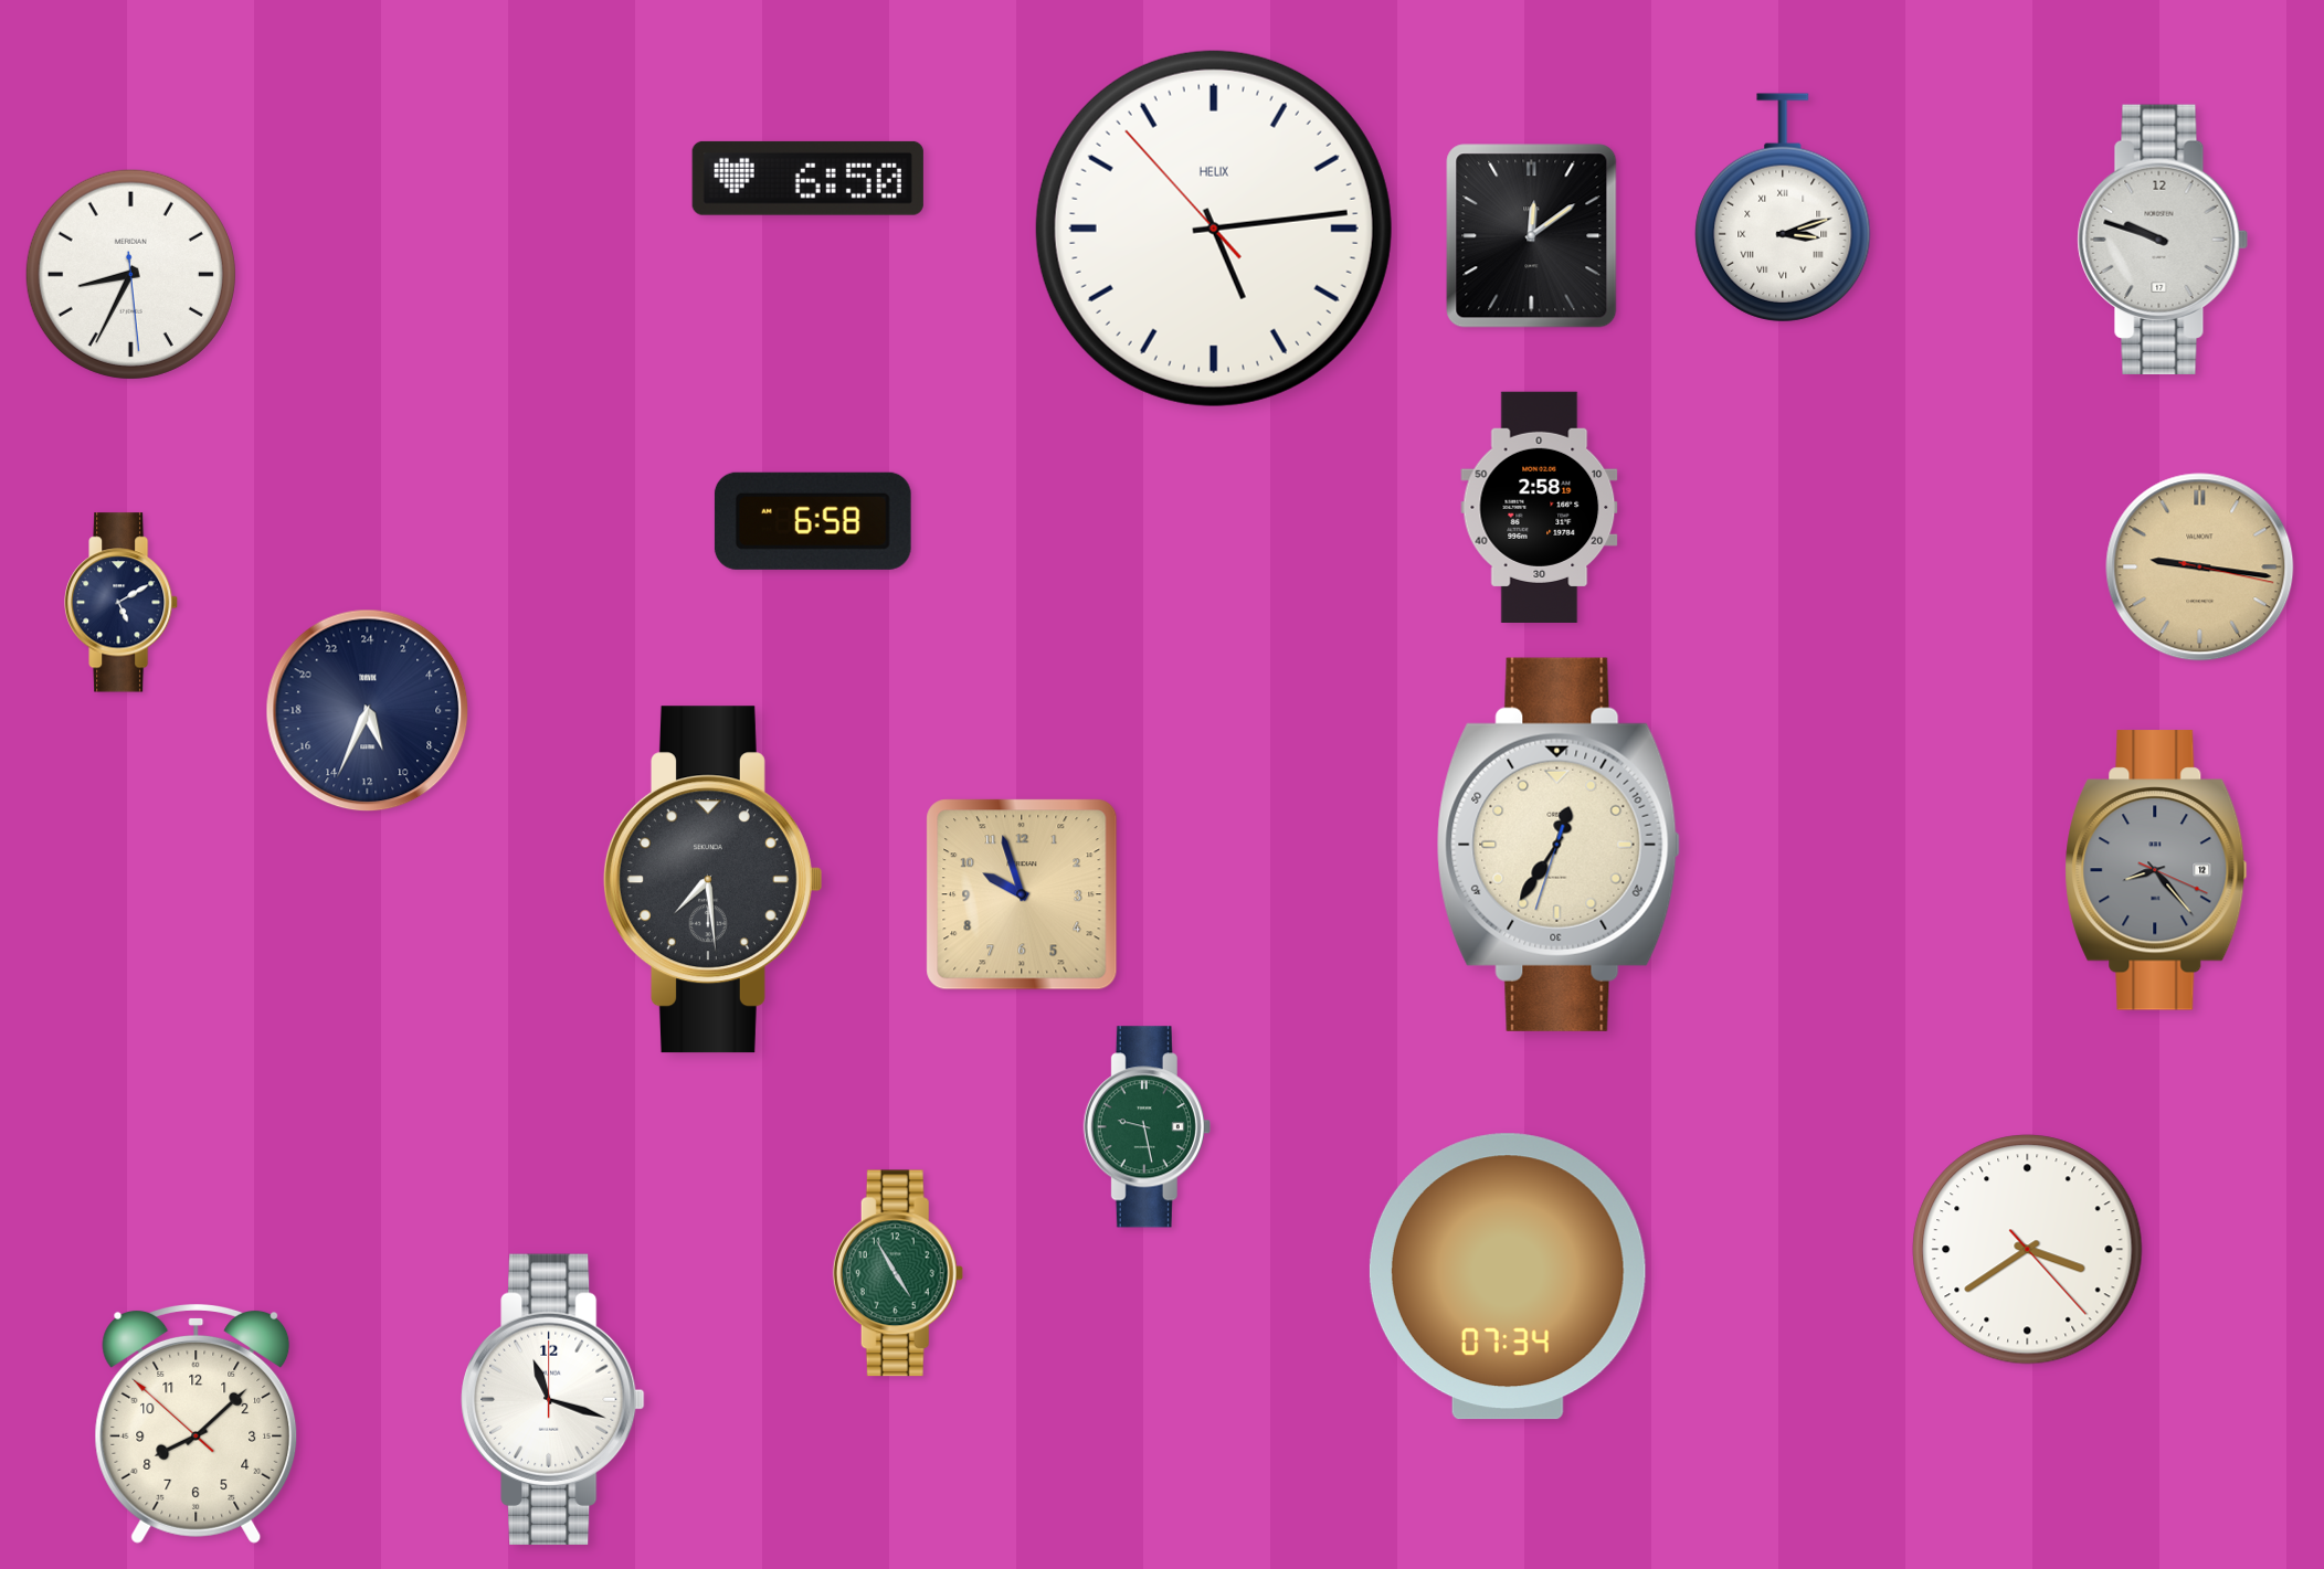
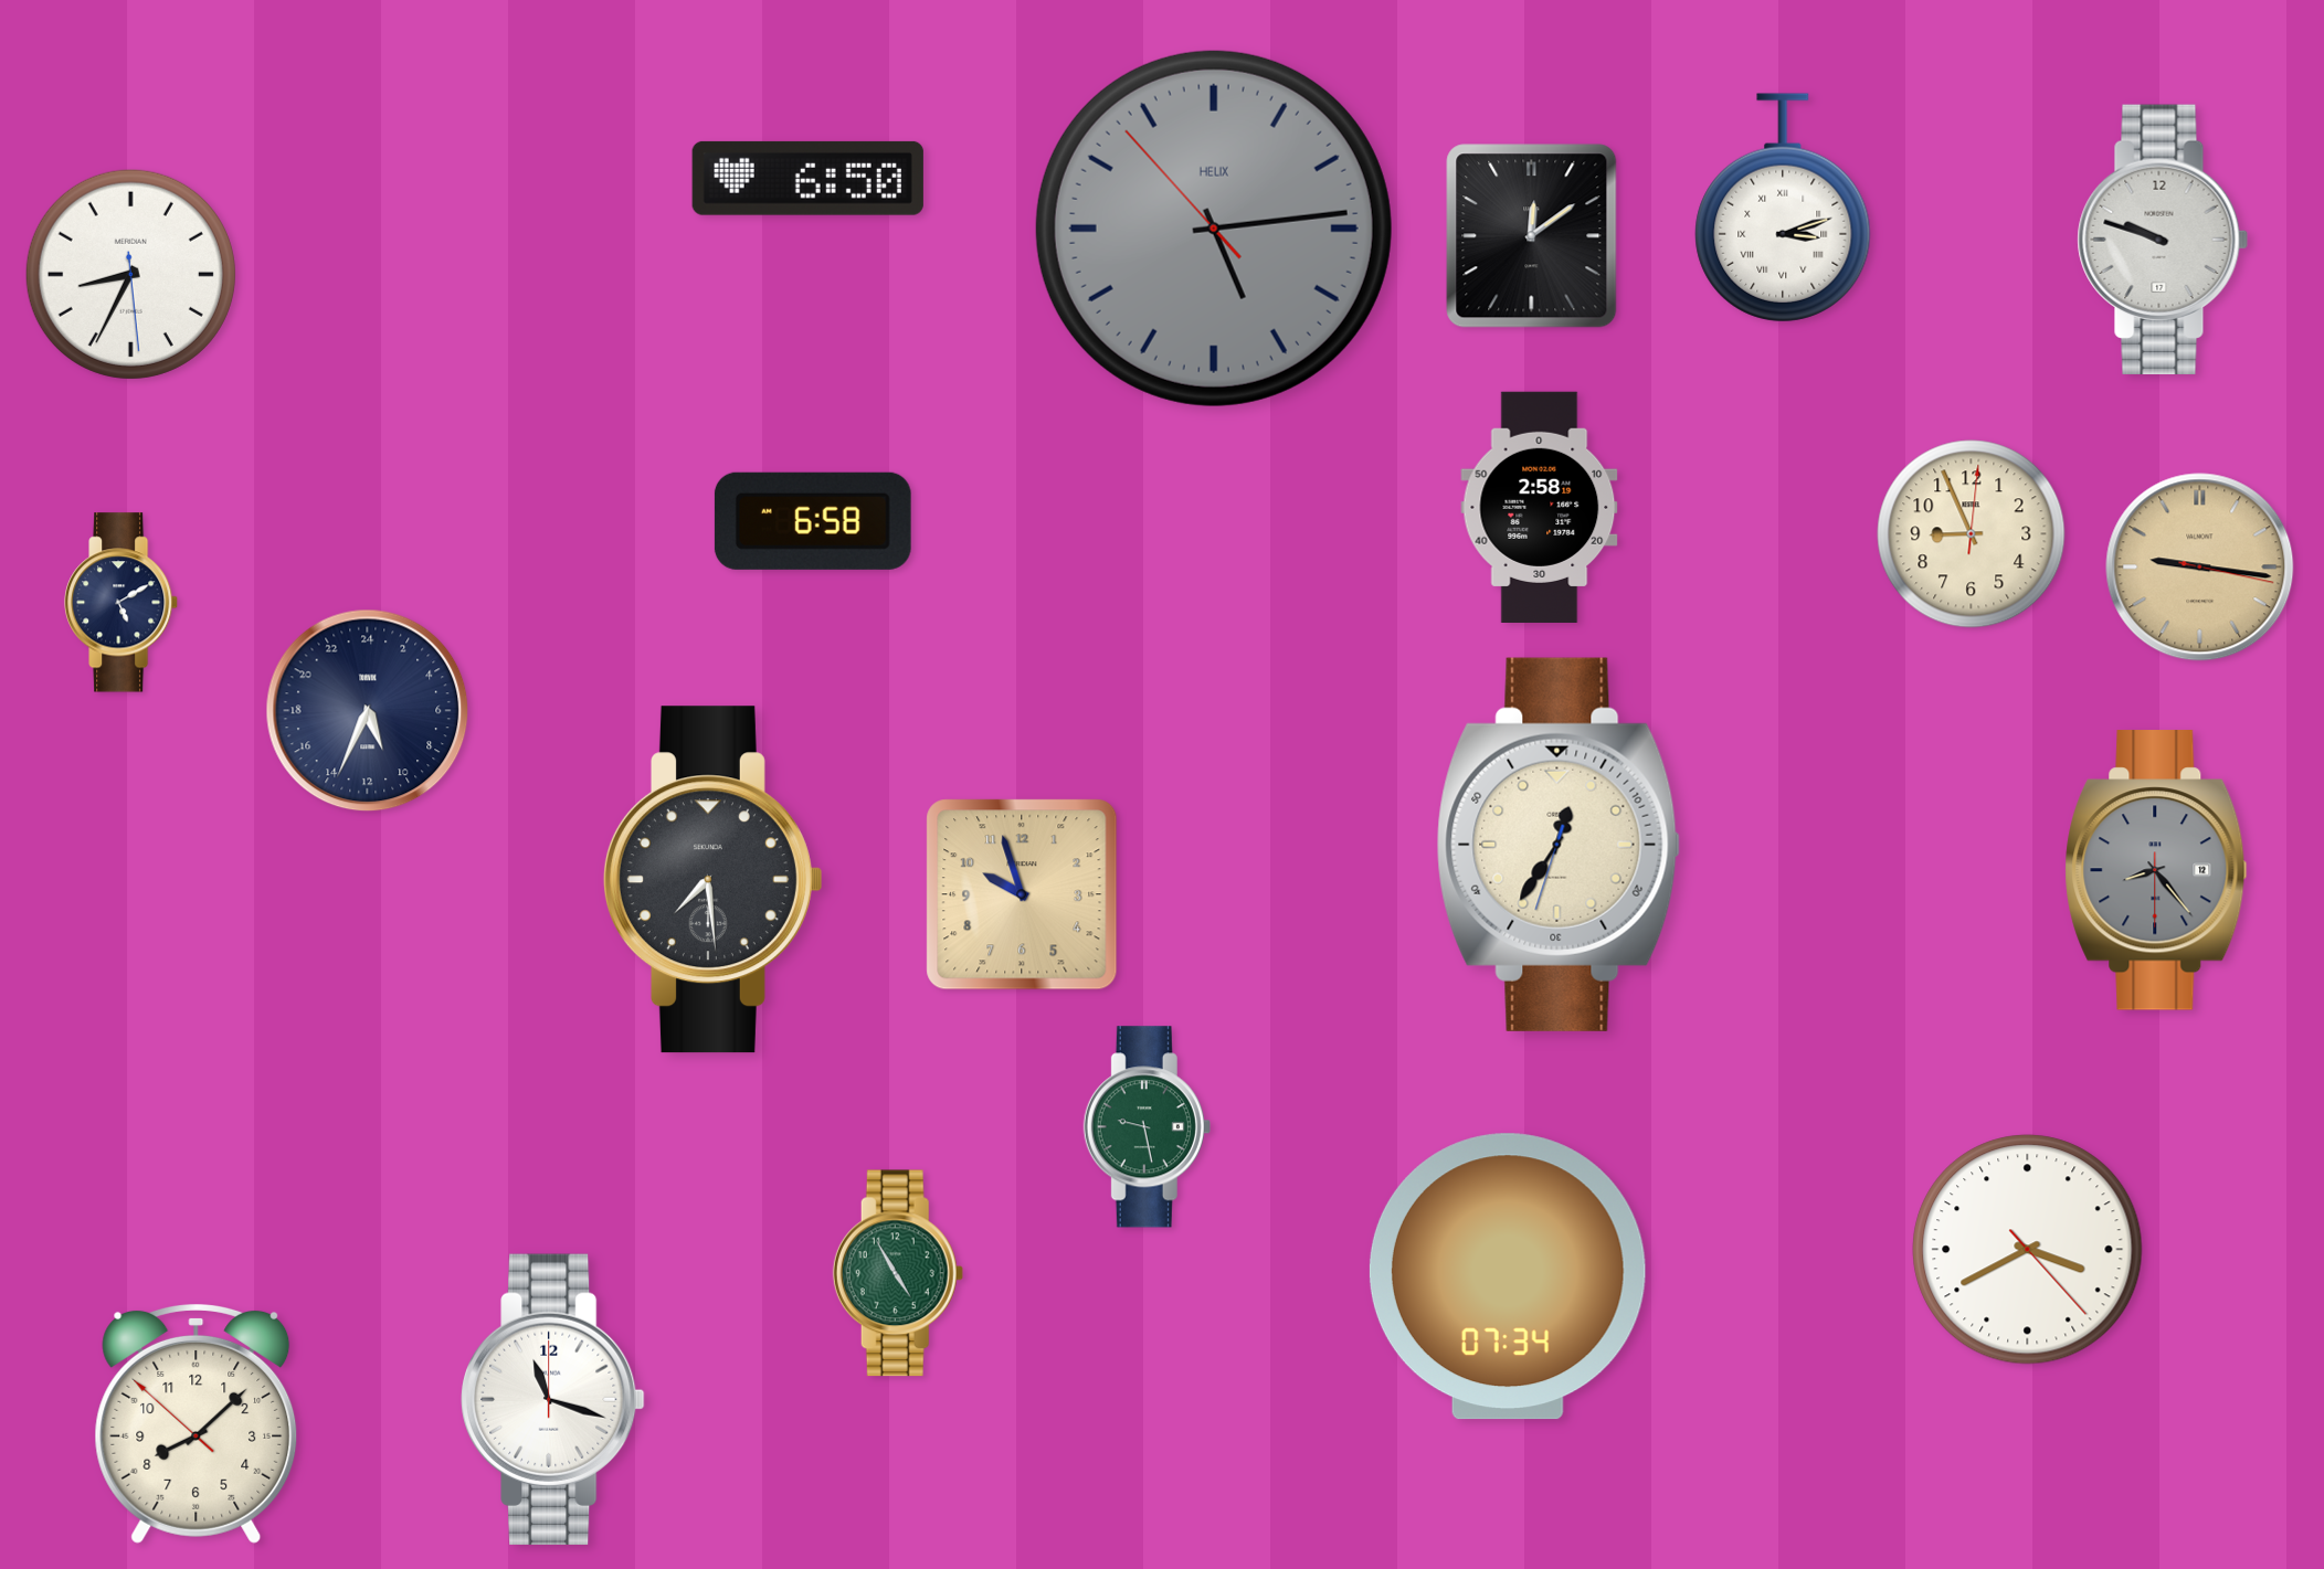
clock at (1214, 229) dial: white -> grey
clock at (1972, 534): none -> 8:56
clock at (2156, 870): 8:23:19 -> 8:23:30
clock at (2028, 1250): 3:39 -> 3:40
